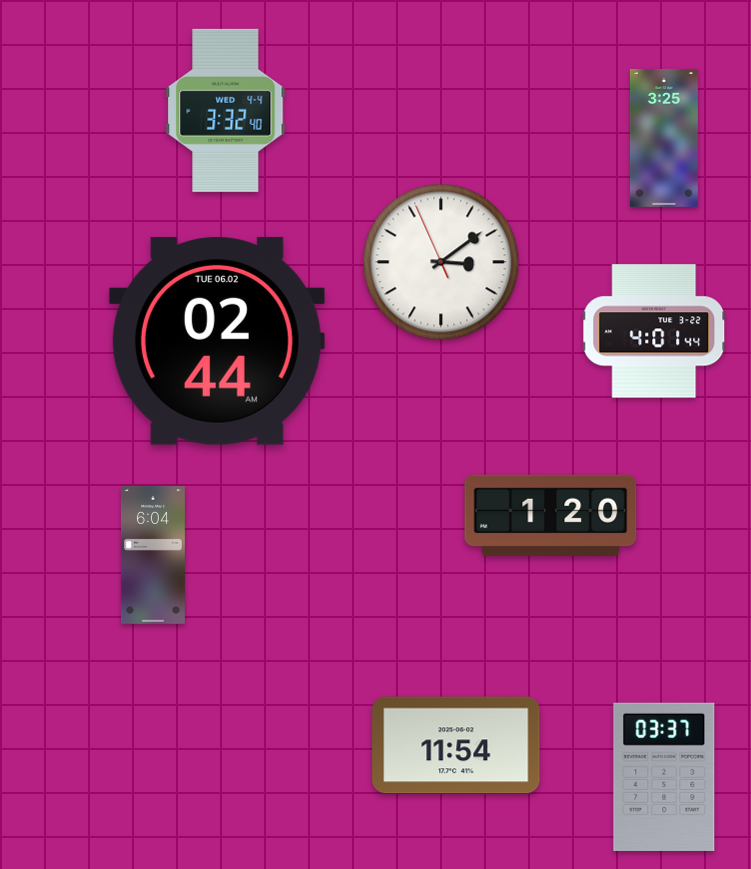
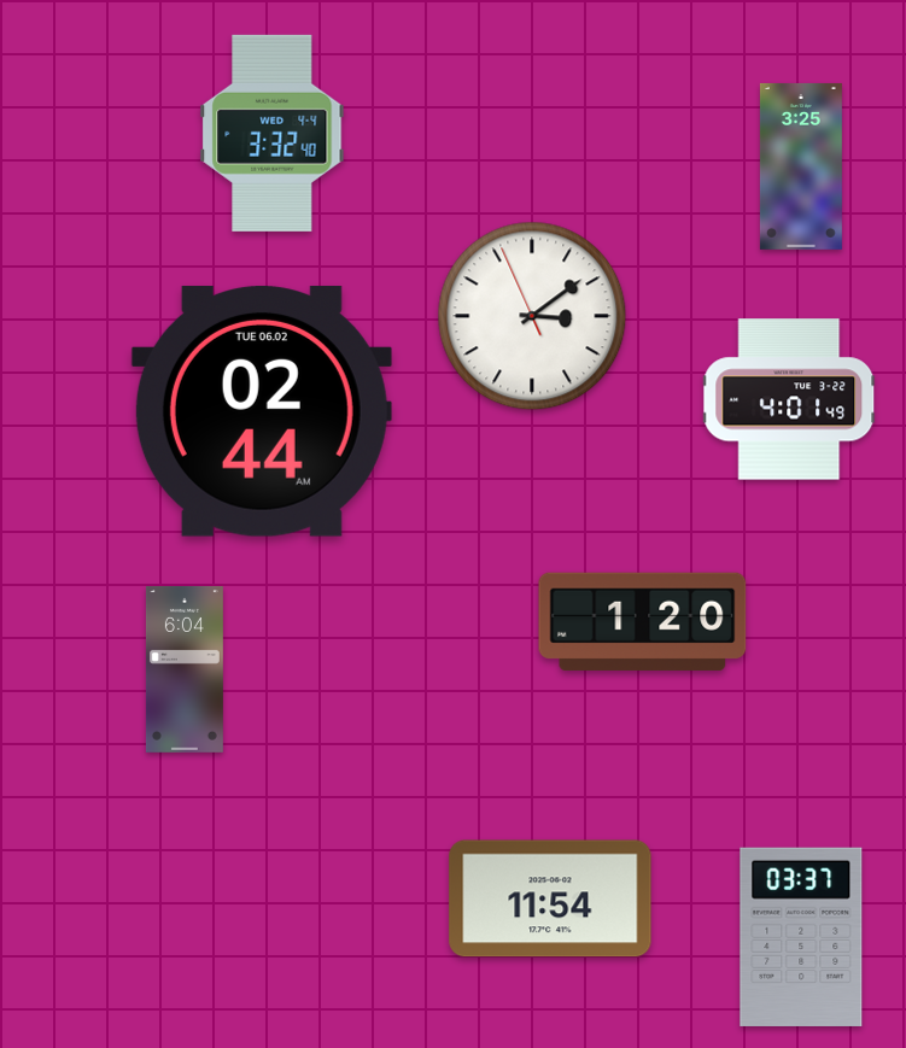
clock at (655, 331): 4:01:44 -> 4:01:49
clock at (551, 515) position: (551, 515) -> (643, 621)
